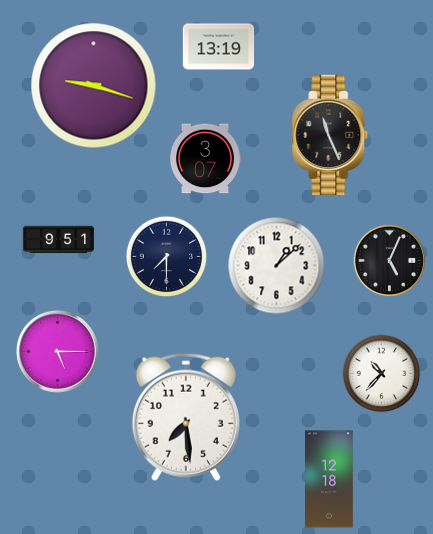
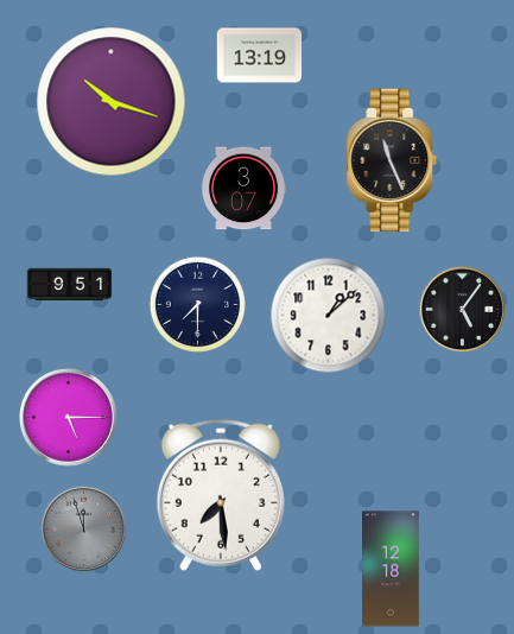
clock at (94, 86): 9:18 -> 10:18
clock at (390, 261): 5:04 -> 5:06
clock at (382, 374): 10:37 -> none
clock at (84, 530): none -> 11:57
